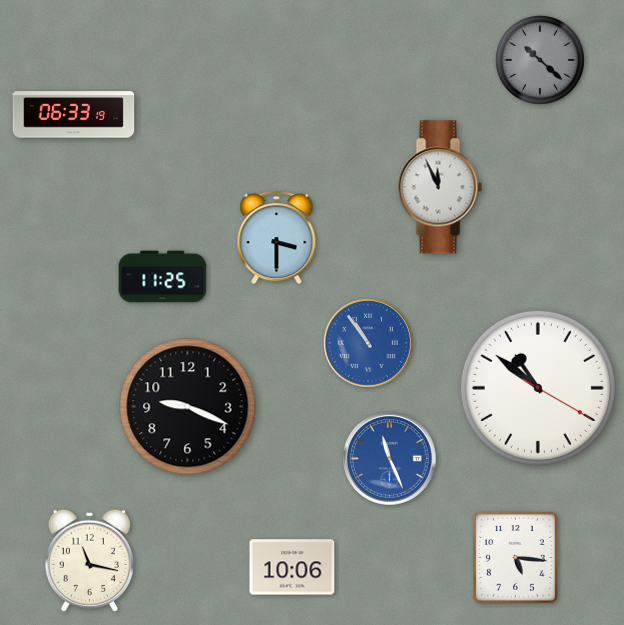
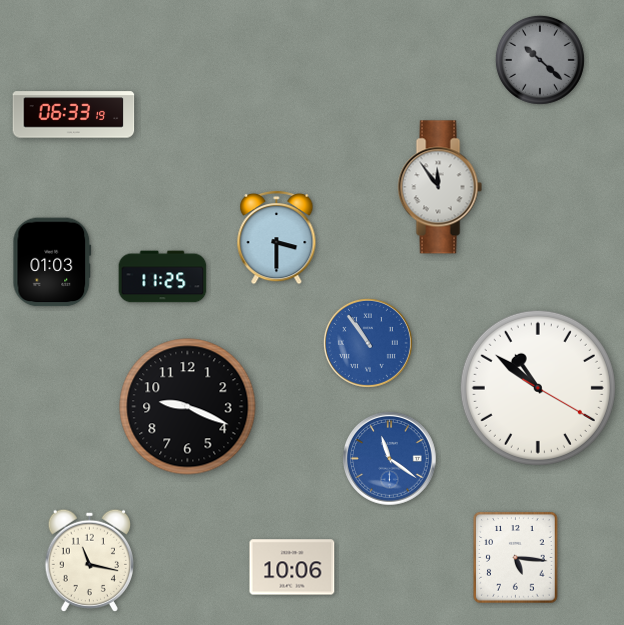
clock at (440, 187): 11:56 -> 11:54
clock at (52, 262): none -> 01:03
clock at (390, 459): 11:26 -> 11:21
